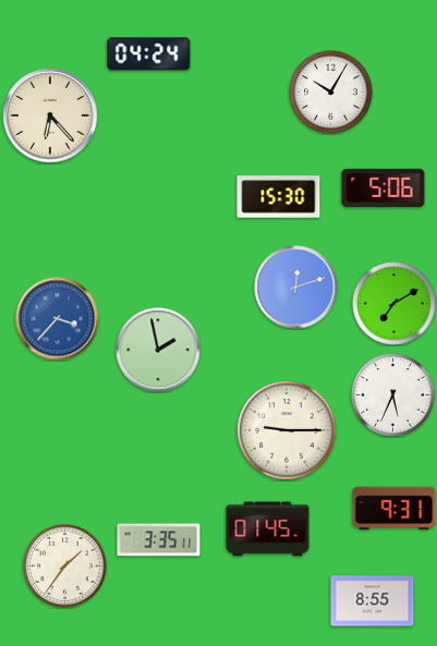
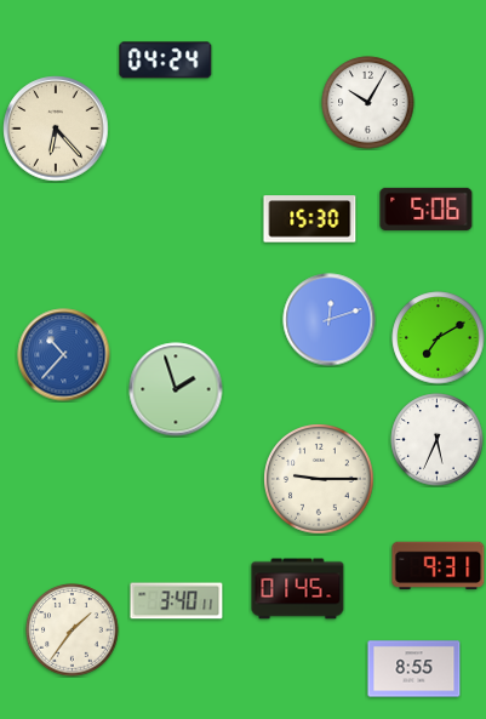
clock at (58, 319): 3:37 -> 10:37
clock at (158, 350): 1:58 -> 1:57
clock at (159, 540): 3:35 -> 3:40
